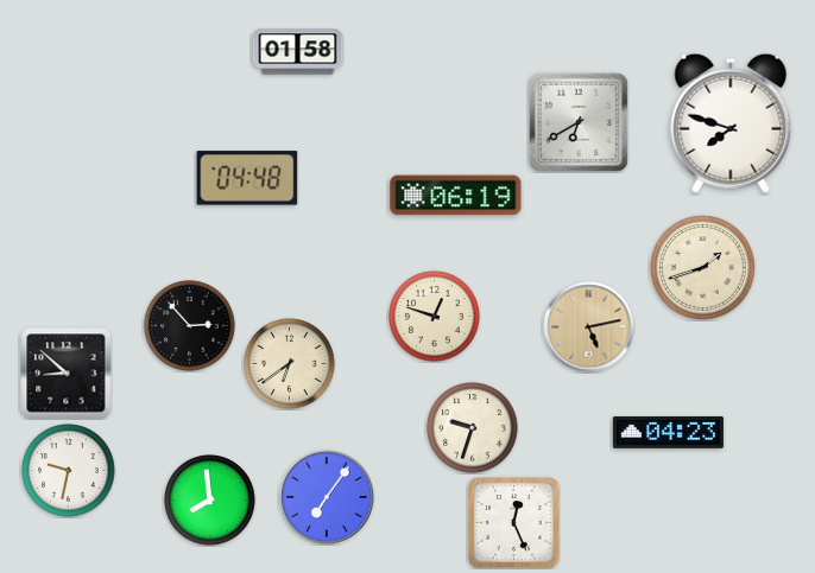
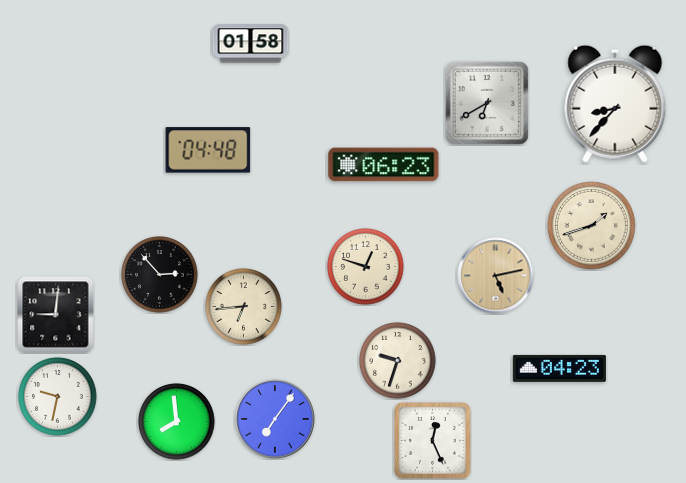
clock at (731, 123): 7:48 -> 8:37
clock at (456, 196): 06:19 -> 06:23
clock at (290, 364): 6:39 -> 6:44
clock at (67, 374): 8:52 -> 9:01
clock at (668, 432) position: (668, 432) -> (559, 368)
